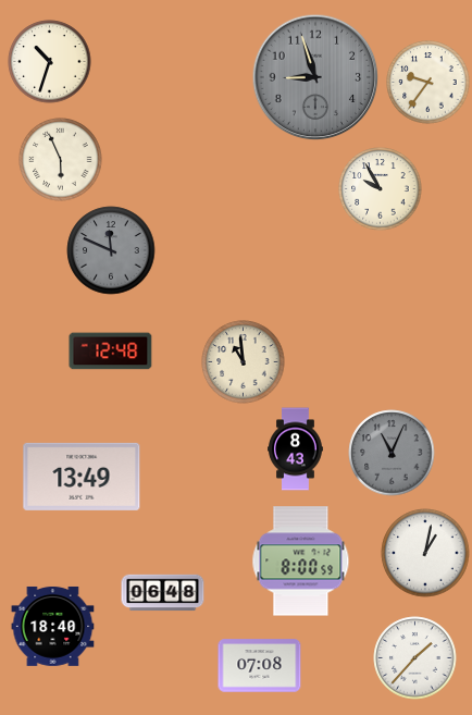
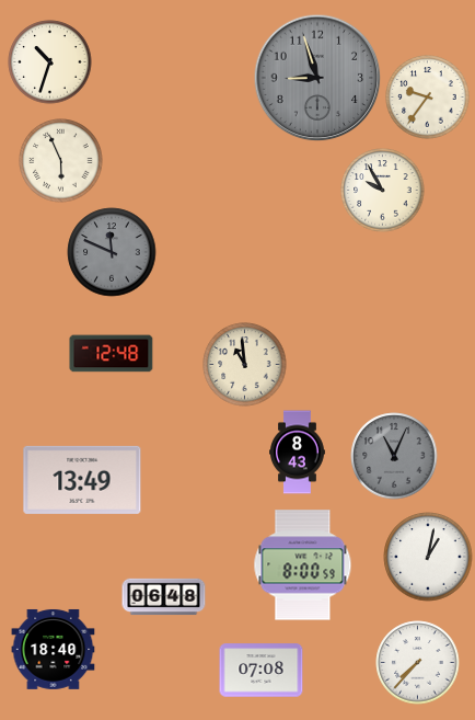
clock at (428, 83) position: (428, 83) -> (428, 98)
clock at (53, 626) position: (53, 626) -> (54, 649)
clock at (415, 658): 1:37 -> 7:37
